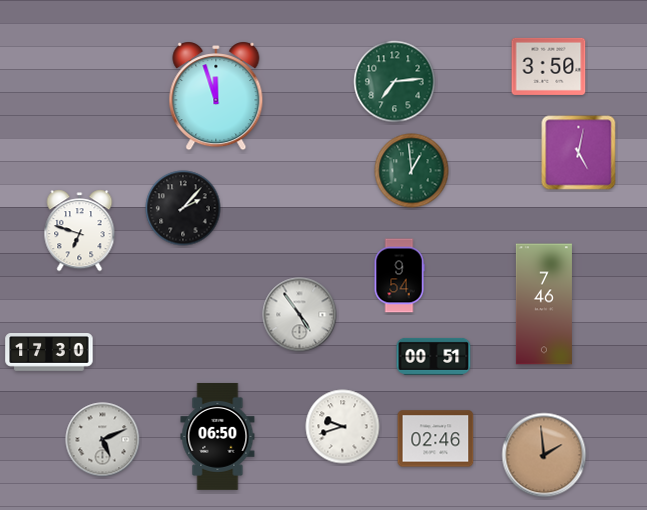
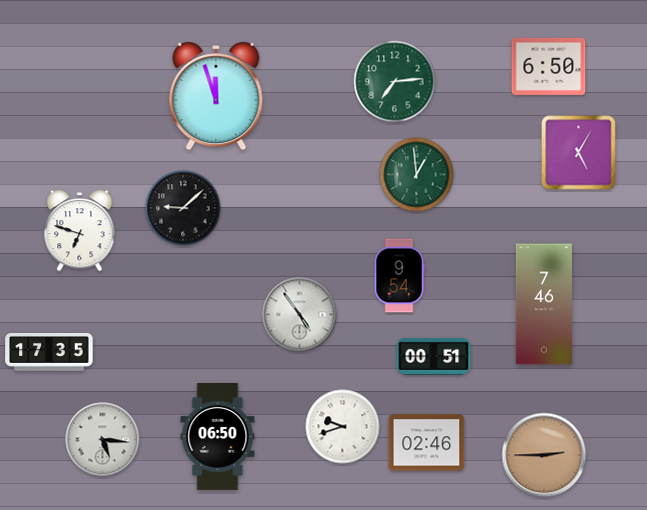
clock at (549, 66): 3:50 -> 6:50
clock at (579, 153): 5:02 -> 5:05
clock at (412, 171) position: (412, 171) -> (417, 175)
clock at (183, 208): 2:07 -> 9:08
clock at (49, 353): 17:30 -> 17:35
clock at (436, 439) position: (436, 439) -> (427, 443)
clock at (103, 440): 5:11 -> 5:16
clock at (544, 455): 1:59 -> 2:45
